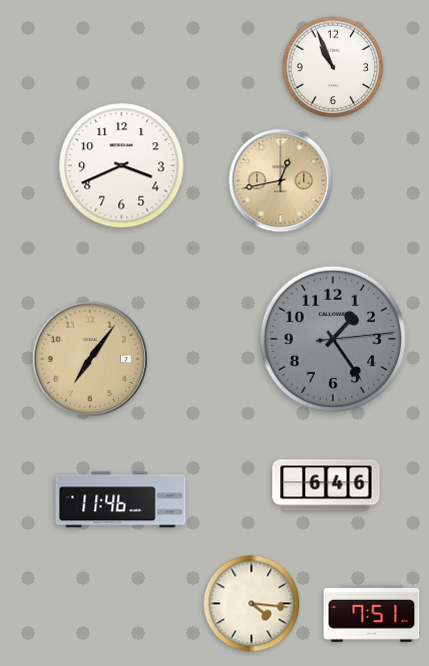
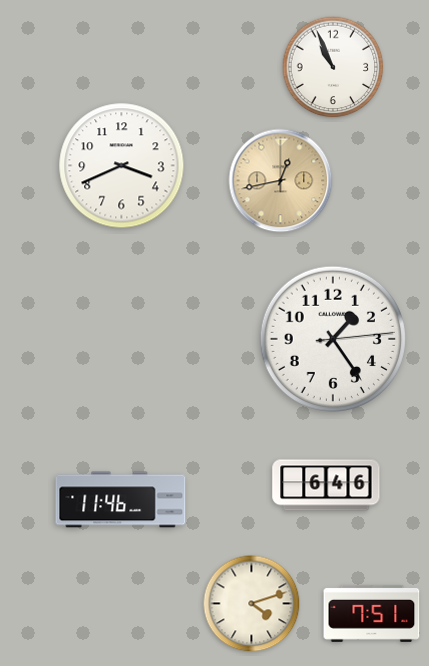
clock at (333, 339) dial: grey -> white
clock at (90, 359): 7:06 -> none
clock at (252, 604): 4:16 -> 4:12
